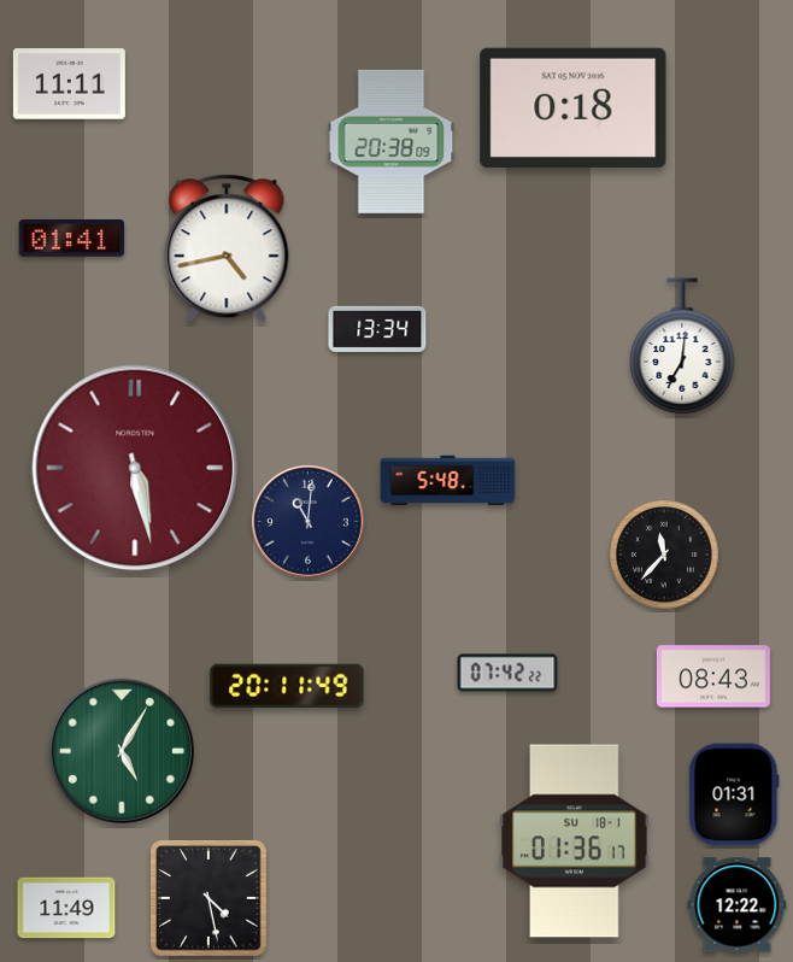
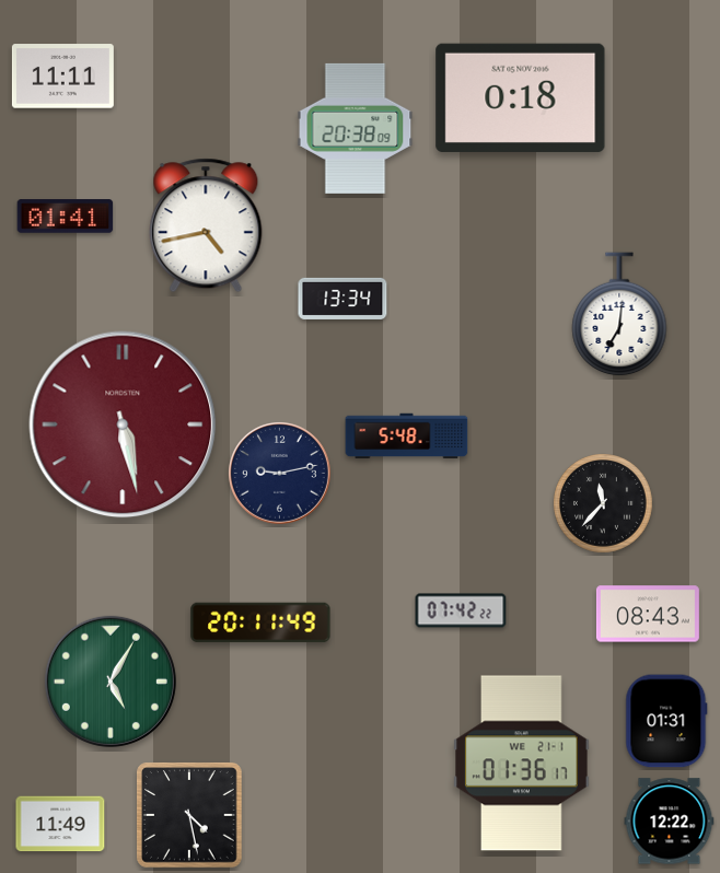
clock at (307, 521): 11:01 -> 9:13
clock at (575, 841) date: SU 18-1 -> WE 21-1
